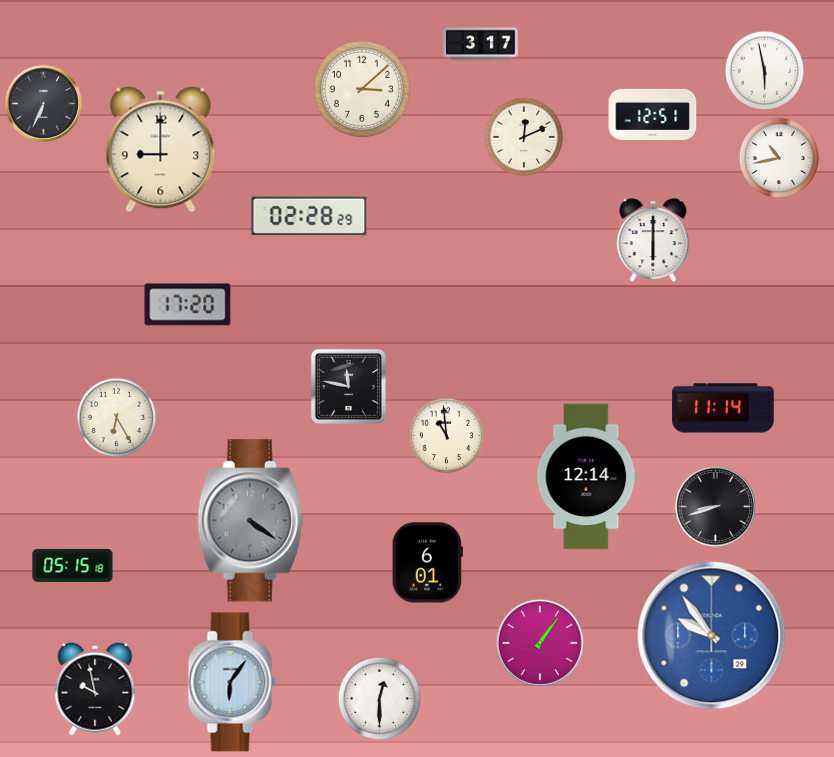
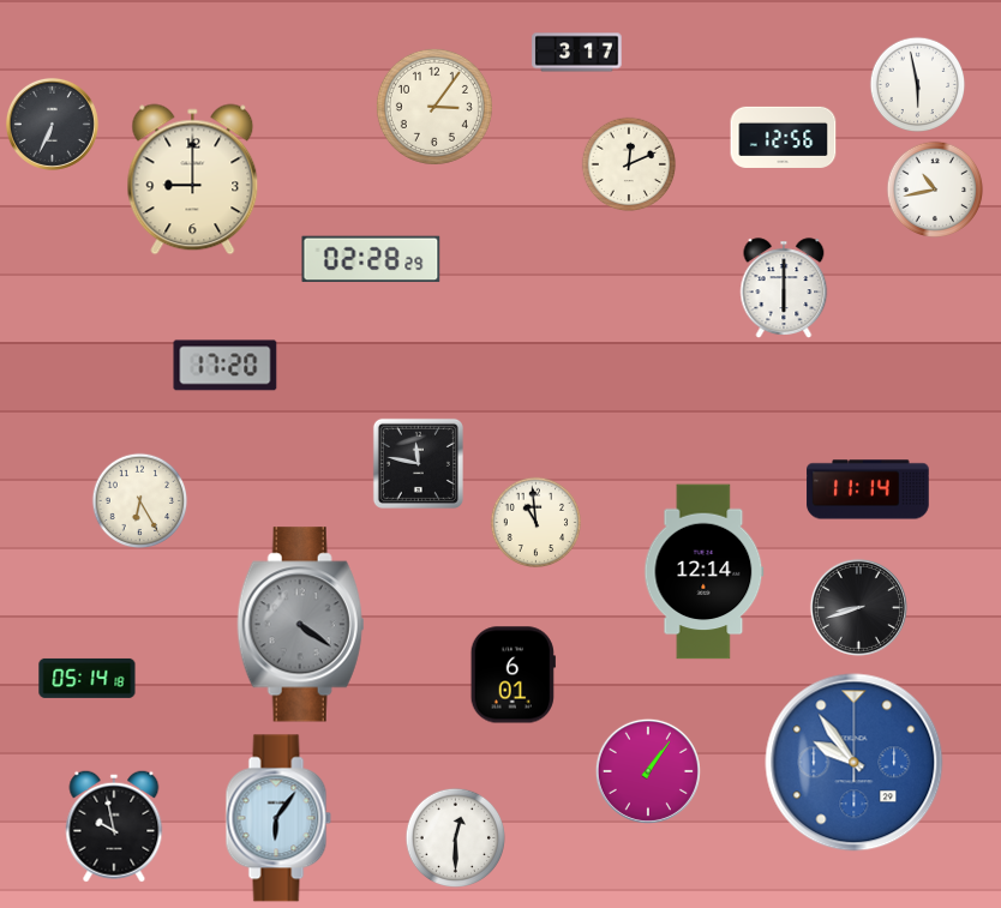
clock at (362, 89): 3:08 -> 3:06
clock at (653, 114): 12:51 -> 12:56
clock at (73, 565): 05:15 -> 05:14
